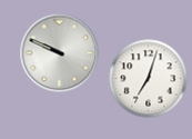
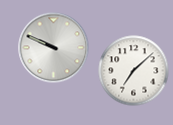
clock at (149, 79): 7:03 -> 7:08
